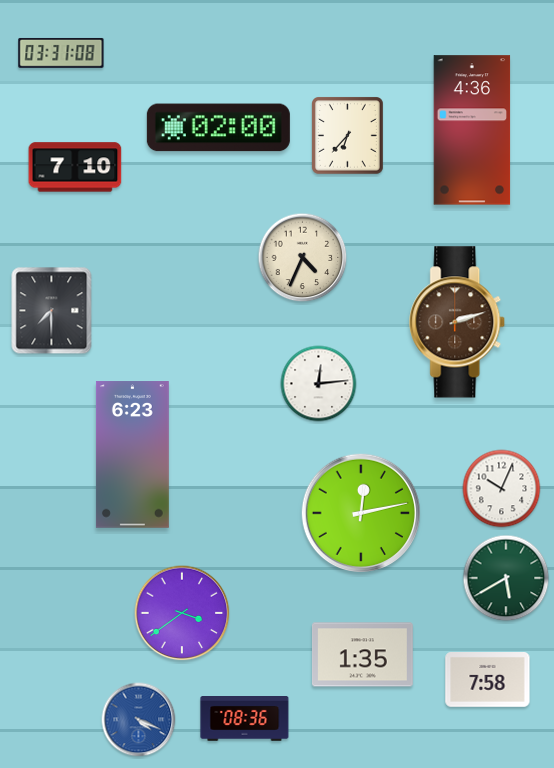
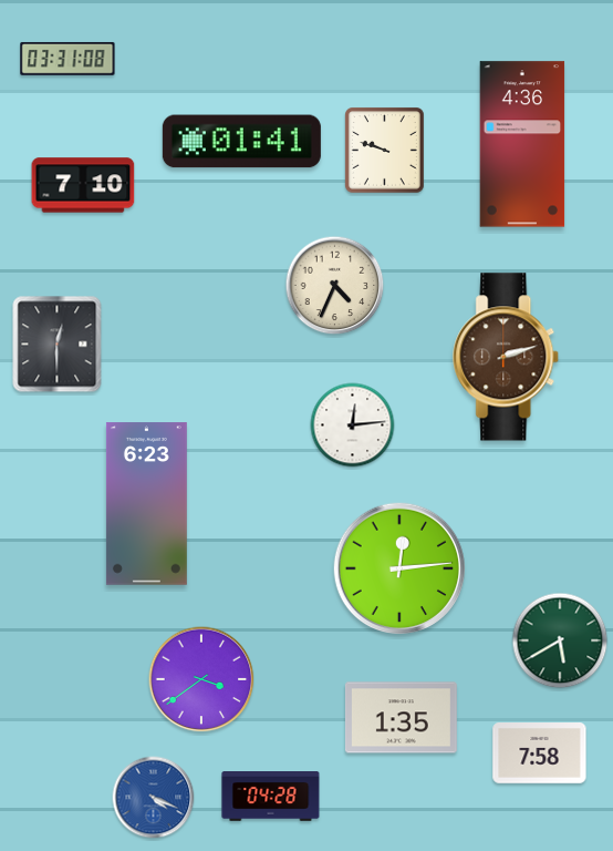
clock at (218, 128): 02:00 -> 01:41
clock at (348, 136): 6:37 -> 9:48
clock at (52, 311): 7:30 -> 12:30
clock at (502, 489): 10:04 -> none
clock at (360, 512): 12:13 -> 12:14
clock at (362, 655) position: (362, 655) -> (401, 718)
clock at (245, 719): 08:36 -> 04:28
